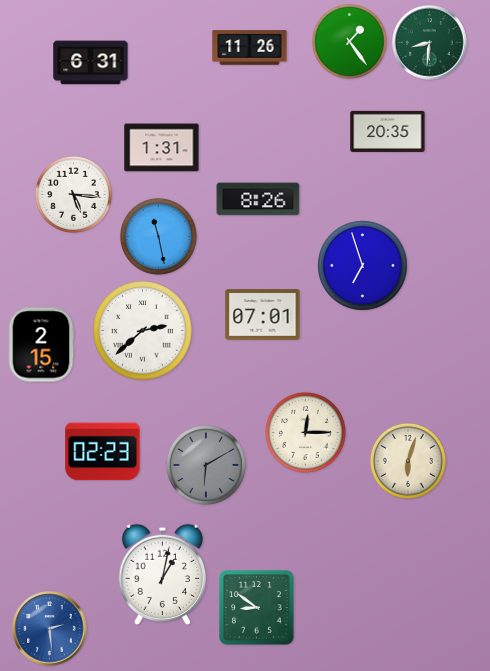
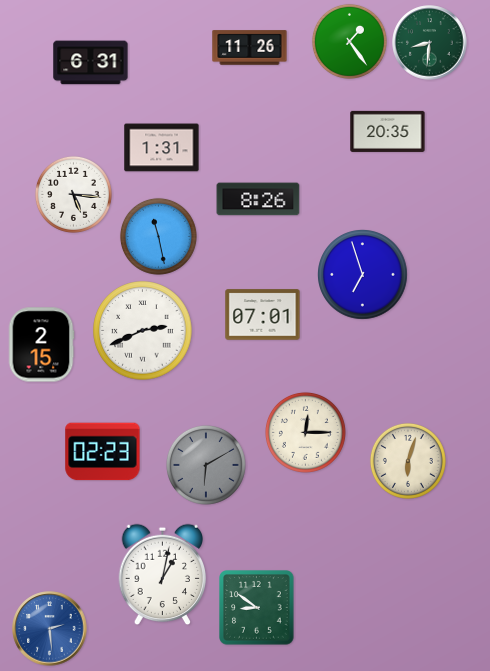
clock at (363, 266) position: (363, 266) -> (363, 275)
clock at (143, 331): 2:38 -> 2:41
